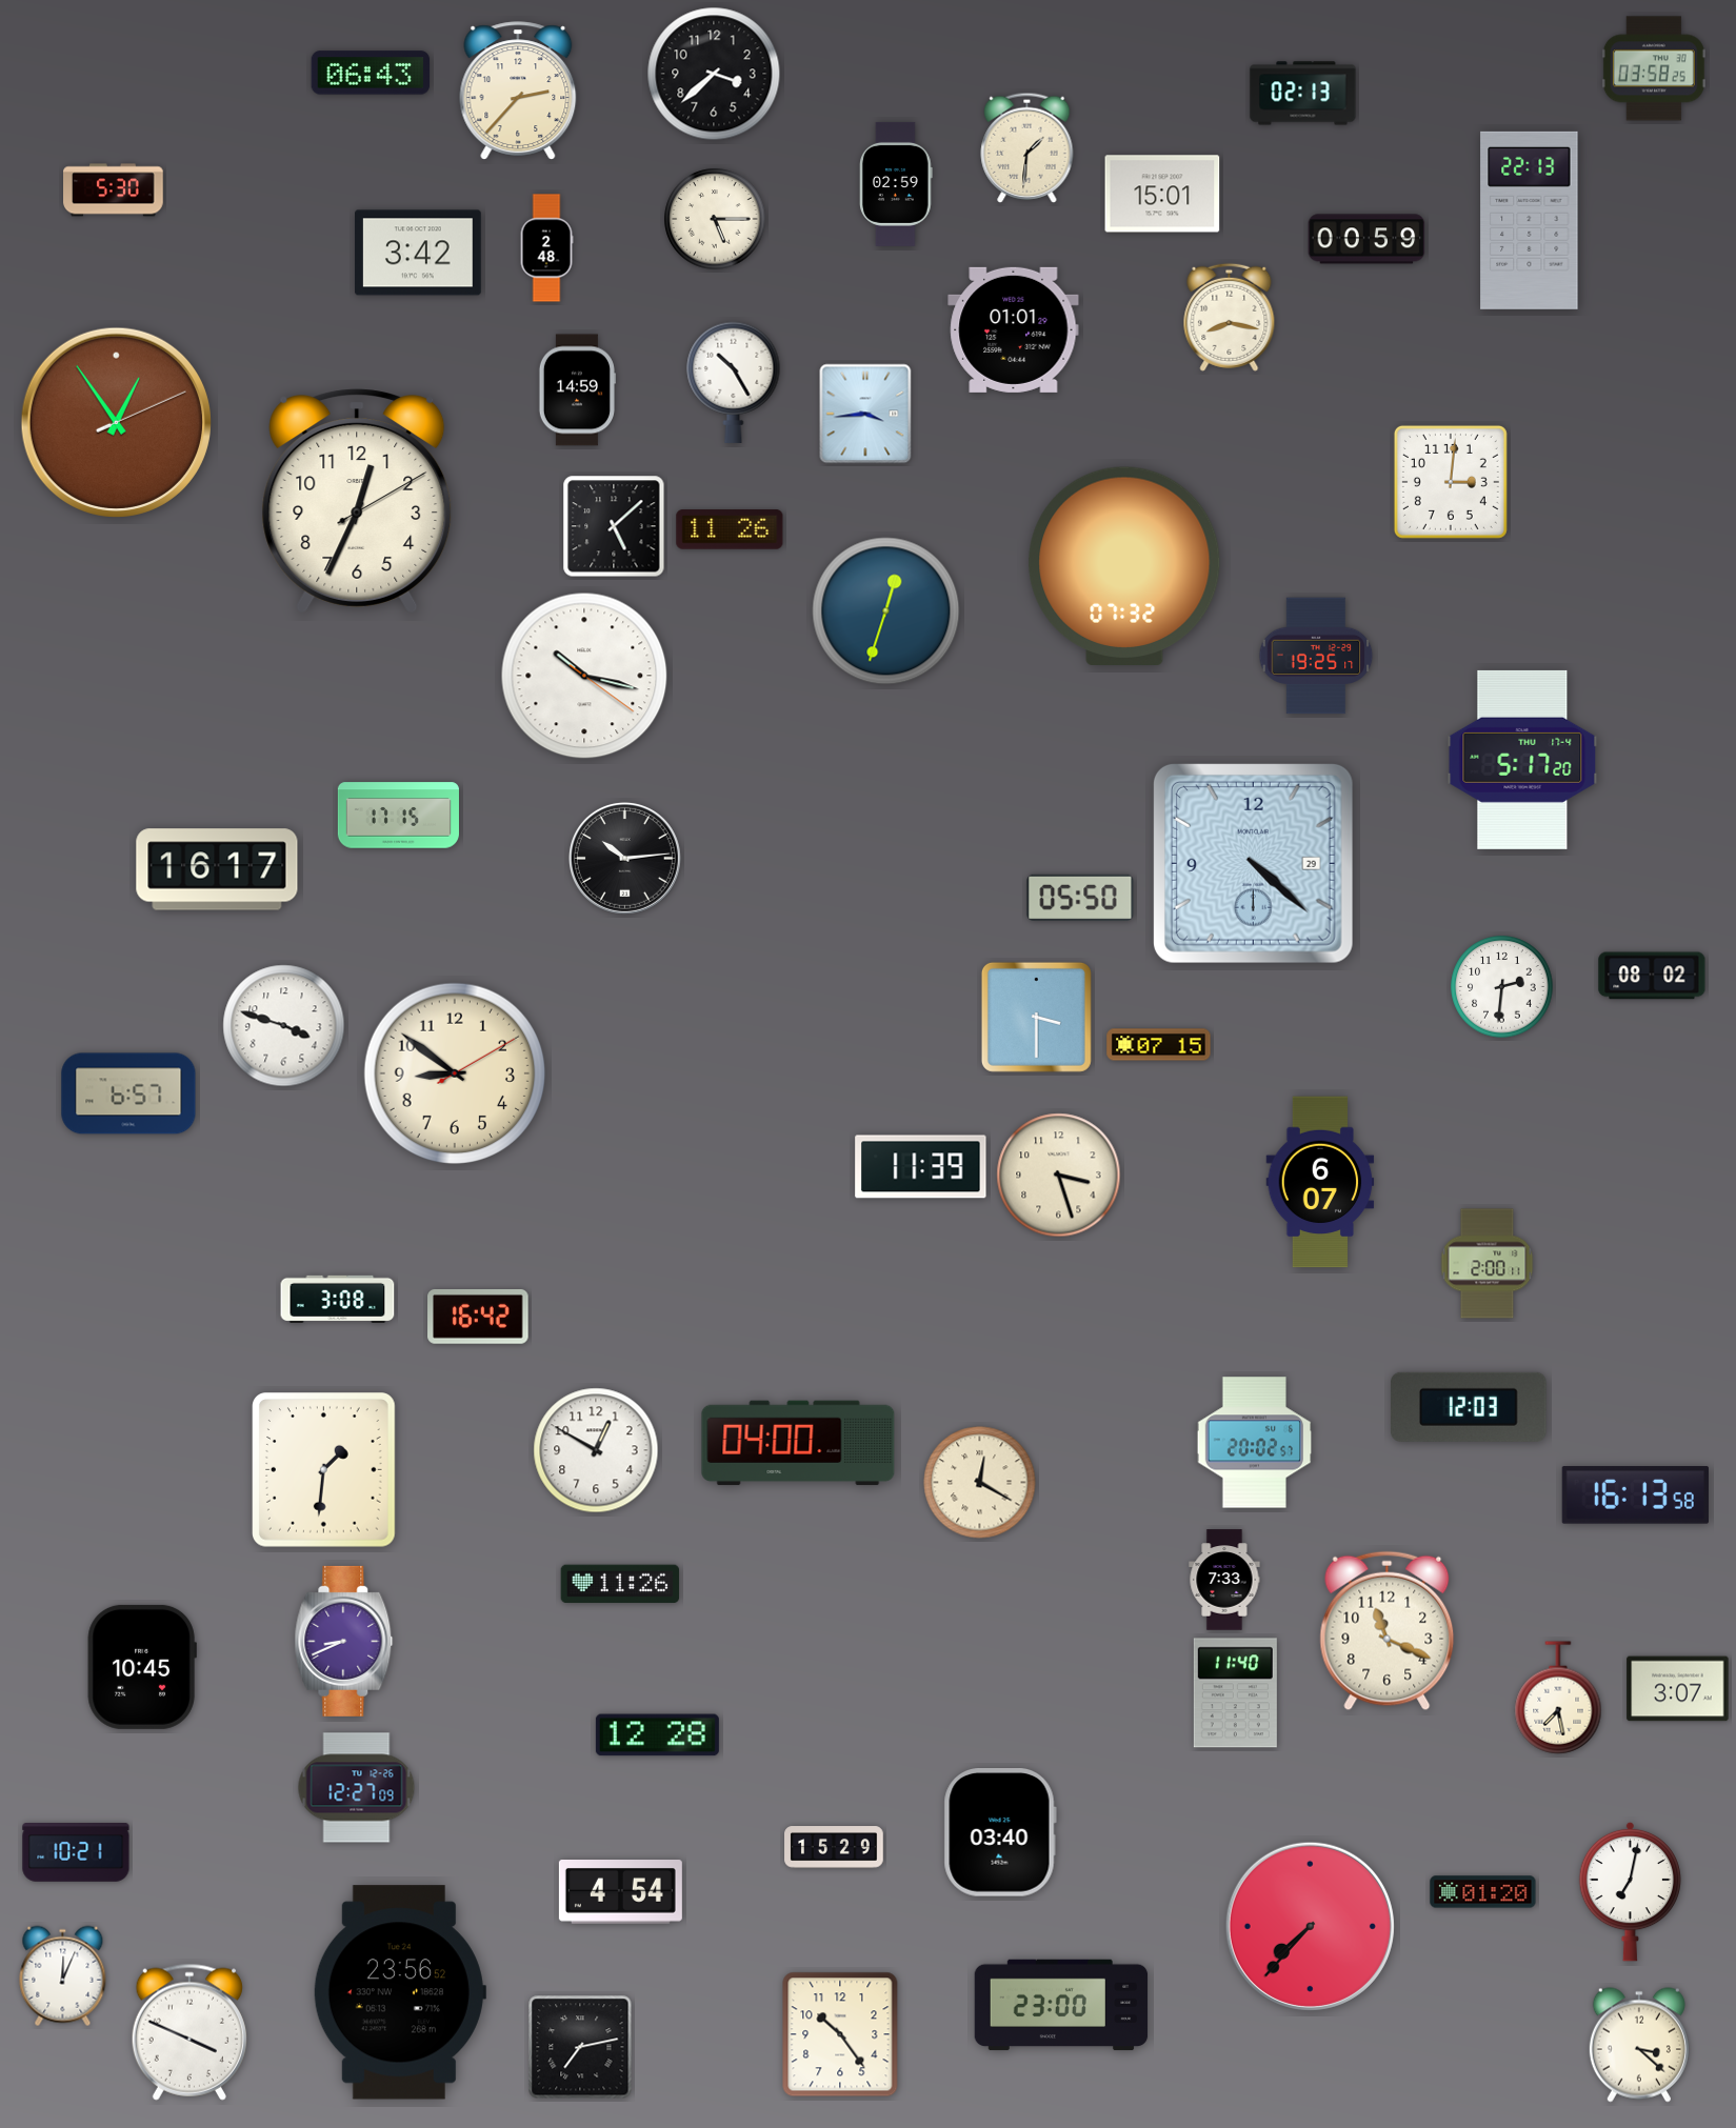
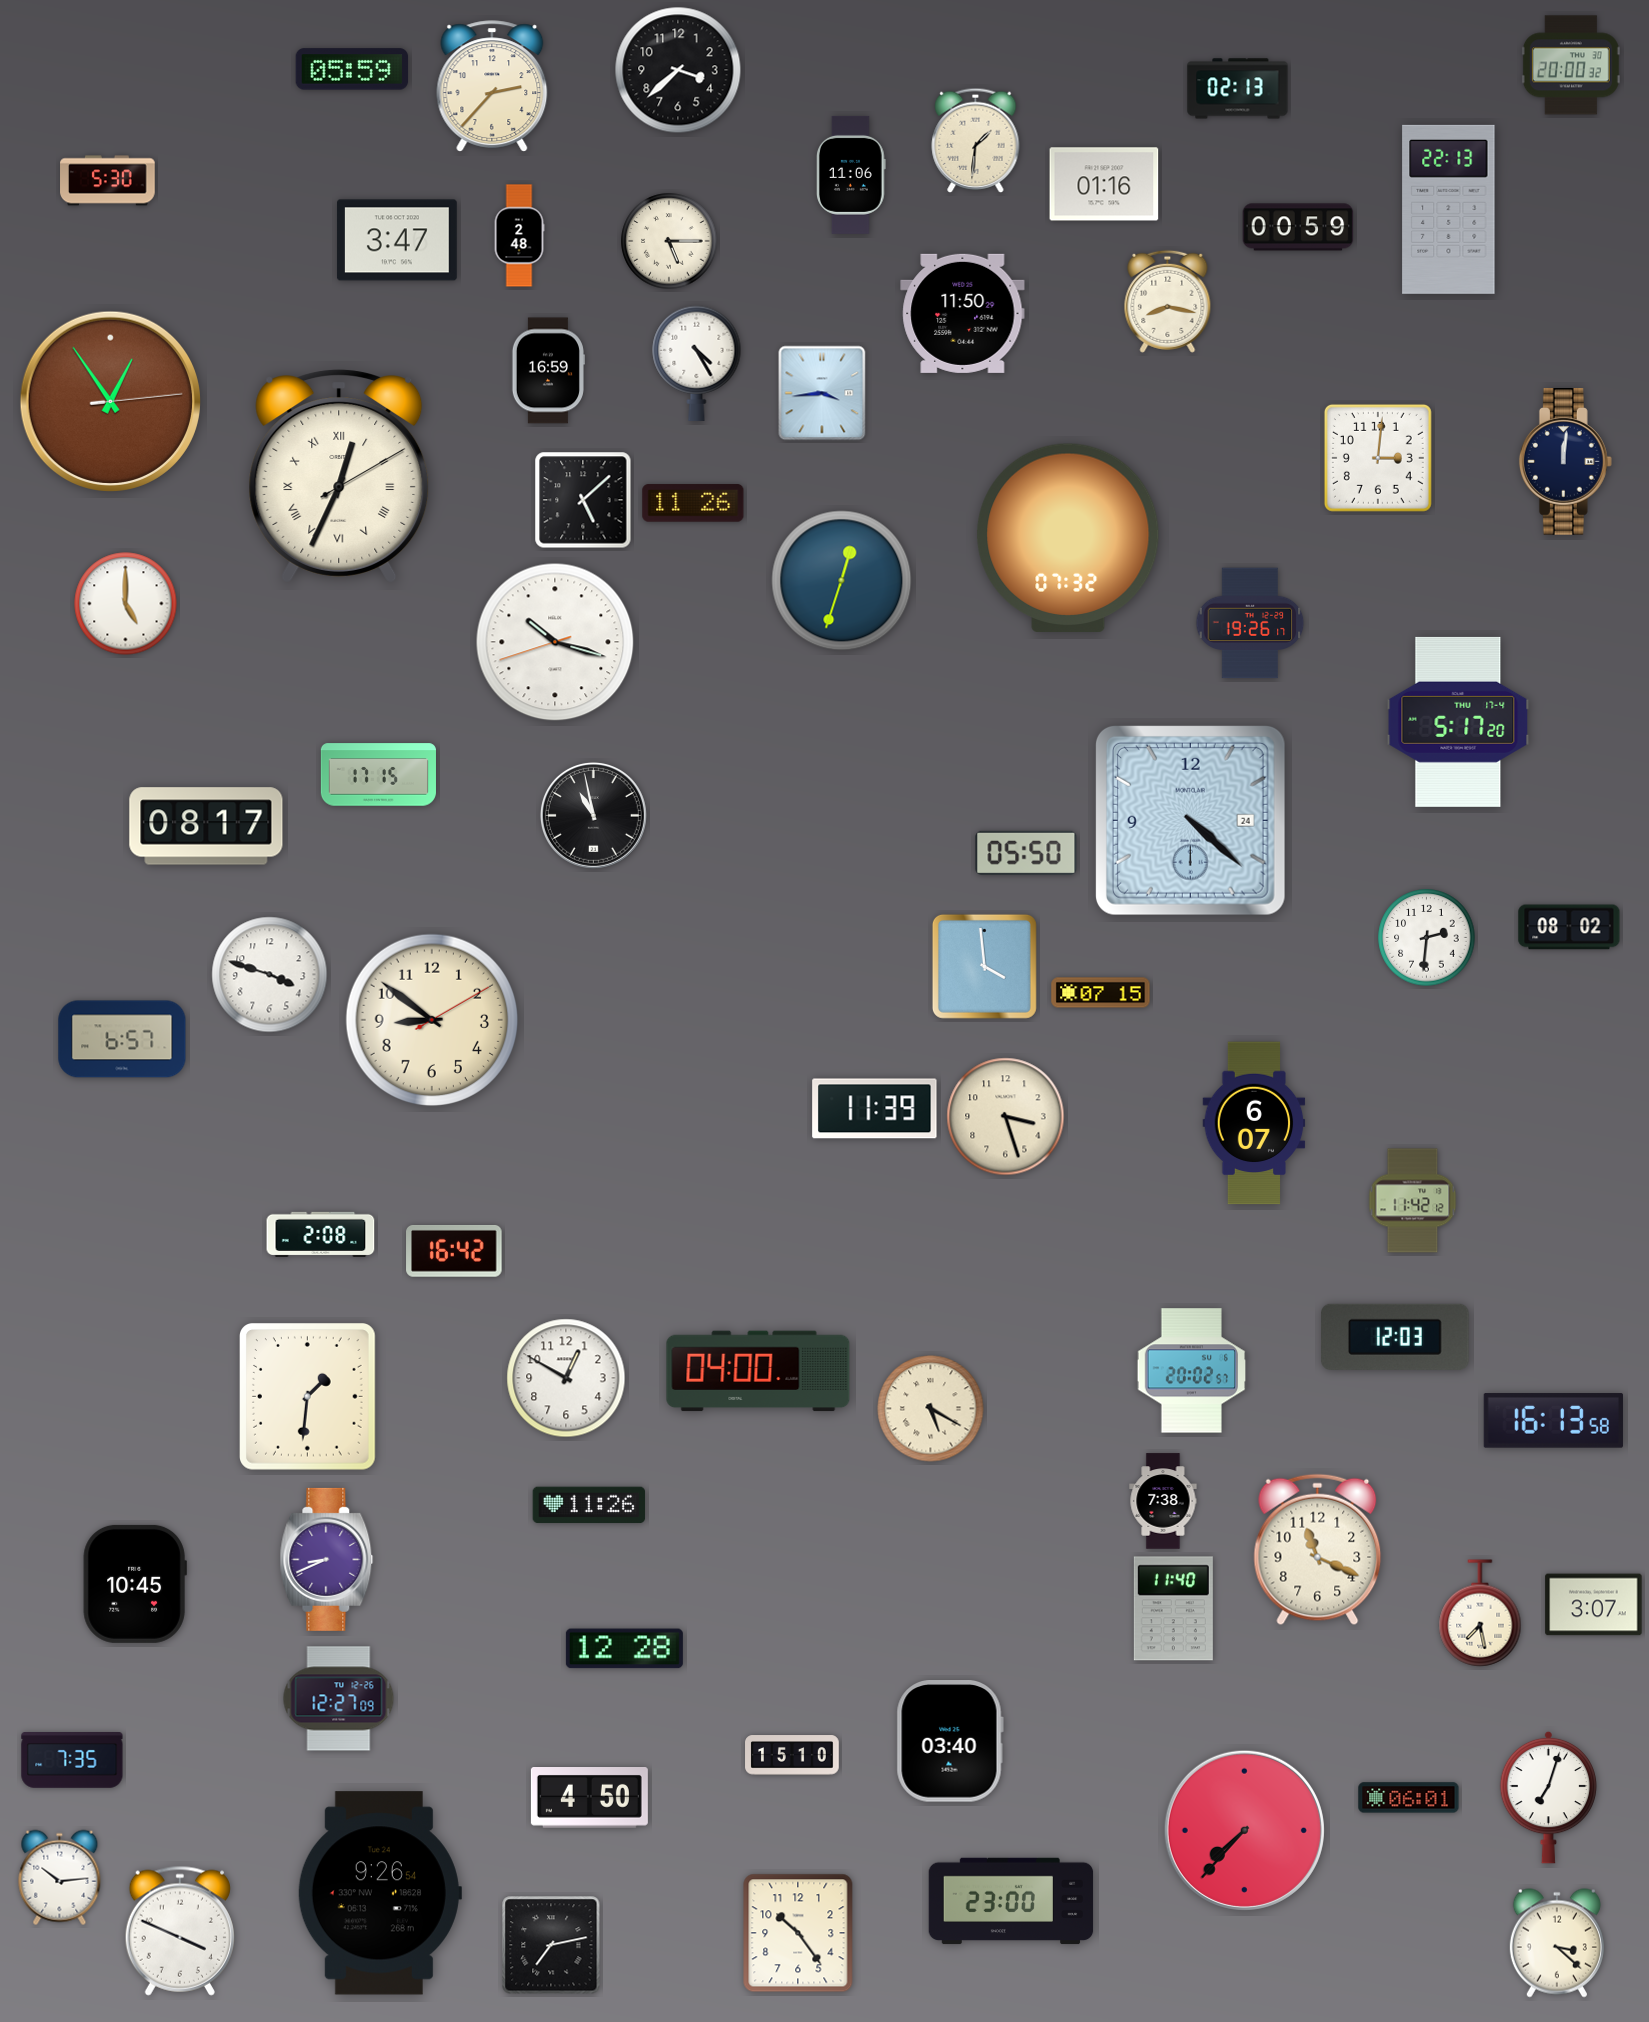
clock at (1654, 68): 03:58 -> 20:00
clock at (371, 73): 06:43 -> 05:59
clock at (897, 184): 02:59 -> 11:06
clock at (1162, 194): 15:01 -> 01:16
clock at (715, 219) position: (715, 219) -> (669, 241)
clock at (1530, 220) position: (1530, 220) -> (1449, 209)
clock at (419, 253): 3:42 -> 3:47
clock at (1014, 329): 01:01 -> 11:50
clock at (734, 382): 10:25 -> 4:25
clock at (577, 390): 14:59 -> 16:59
clock at (116, 422): 12:54:11 -> 12:54:14
clock at (1565, 462): none -> 12:01
clock at (357, 501) numerals: Arabic -> Roman
clock at (126, 604): none -> 5:00
clock at (1316, 656): 19:25 -> 19:26
clock at (584, 676): 10:17:21 -> 10:17:42
clock at (1522, 760) position: (1522, 760) -> (1458, 722)
clock at (624, 858): 10:14 -> 10:58
clock at (1253, 863) date: 29 -> 24
clock at (217, 869): 16:17 -> 08:17
clock at (1036, 1017): 3:30 -> 3:59
clock at (1488, 1264): 2:00 -> 11:42
clock at (338, 1299): 3:08 -> 2:08
clock at (980, 1483): 12:20 -> 5:20
clock at (1224, 1580): 7:33 -> 7:38
clock at (834, 1847): 15:29 -> 15:10
clock at (76, 1853): 10:21 -> 7:35
clock at (1631, 1891): 7:02 -> 7:03
clock at (620, 1892): 4:54 -> 4:50
clock at (1483, 1892): 01:20 -> 06:01
clock at (63, 1976): 12:04 -> 10:14
clock at (399, 1992): 23:56 -> 9:26
clock at (1061, 2005) position: (1061, 2005) -> (1011, 1901)
